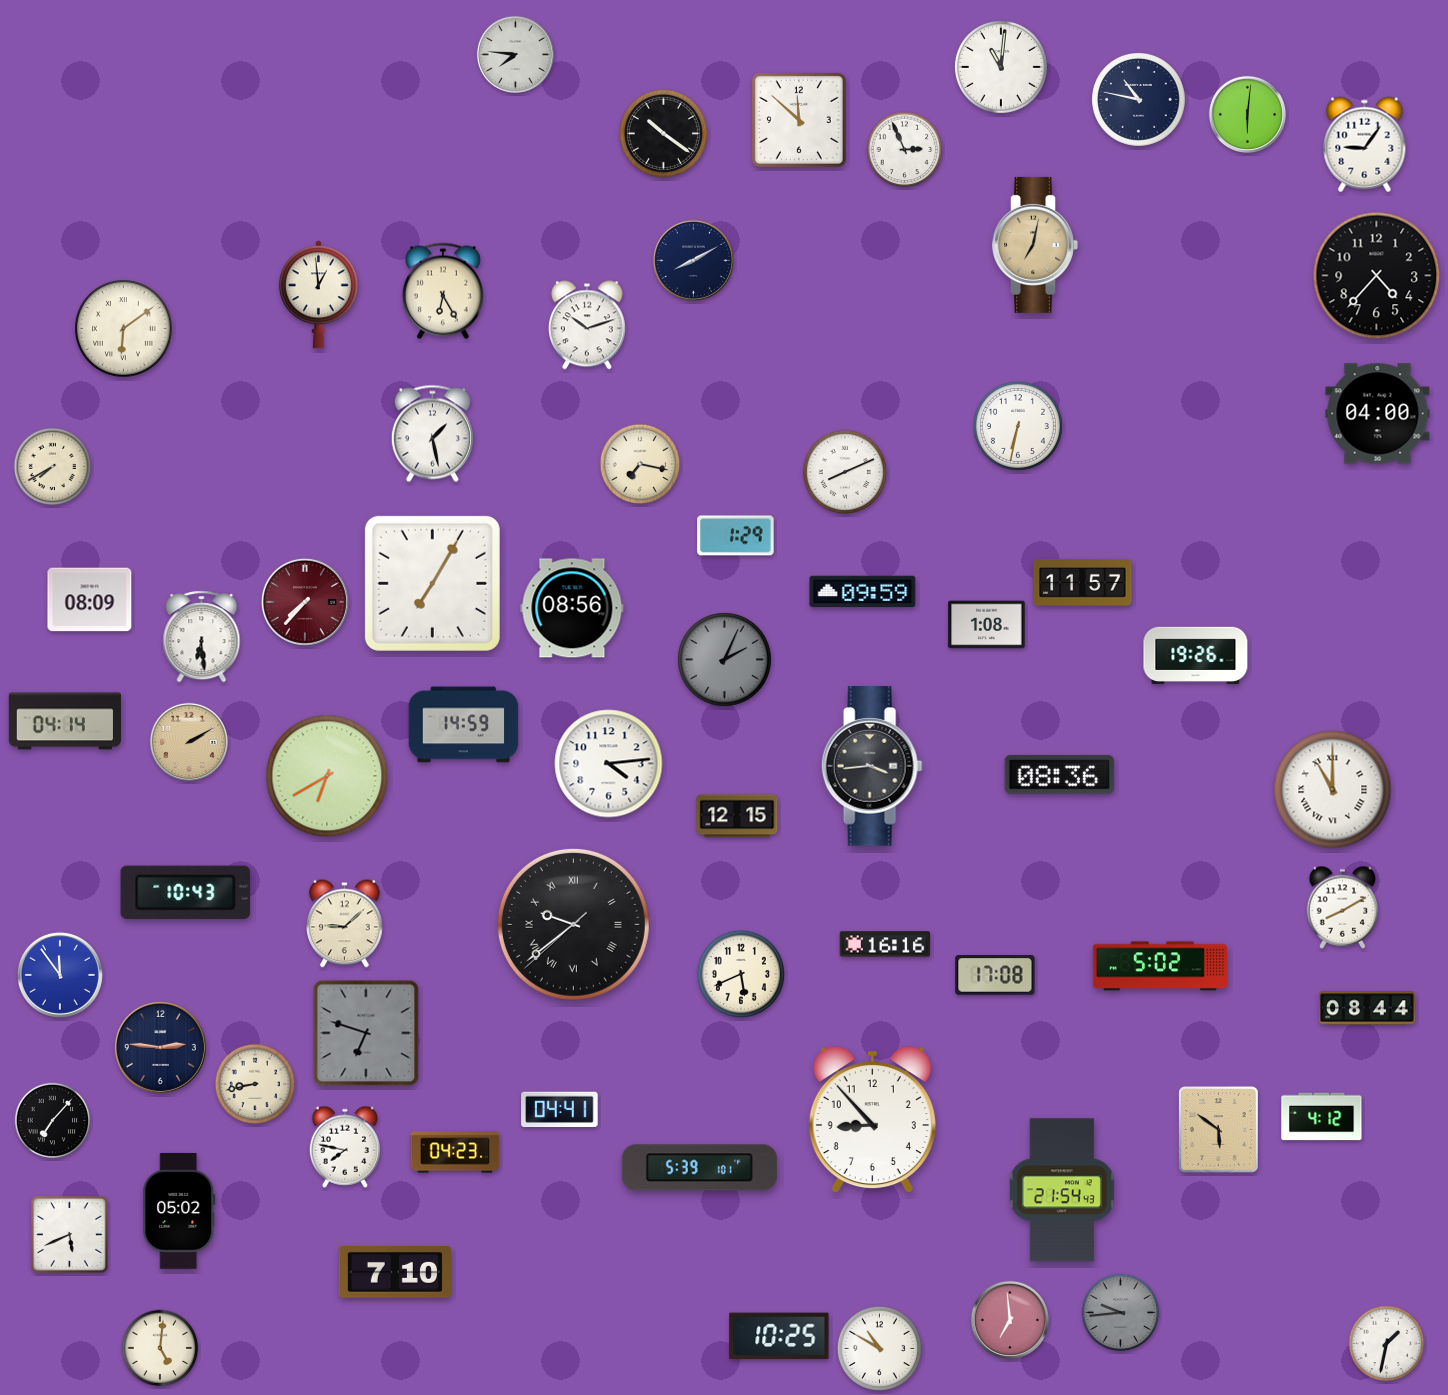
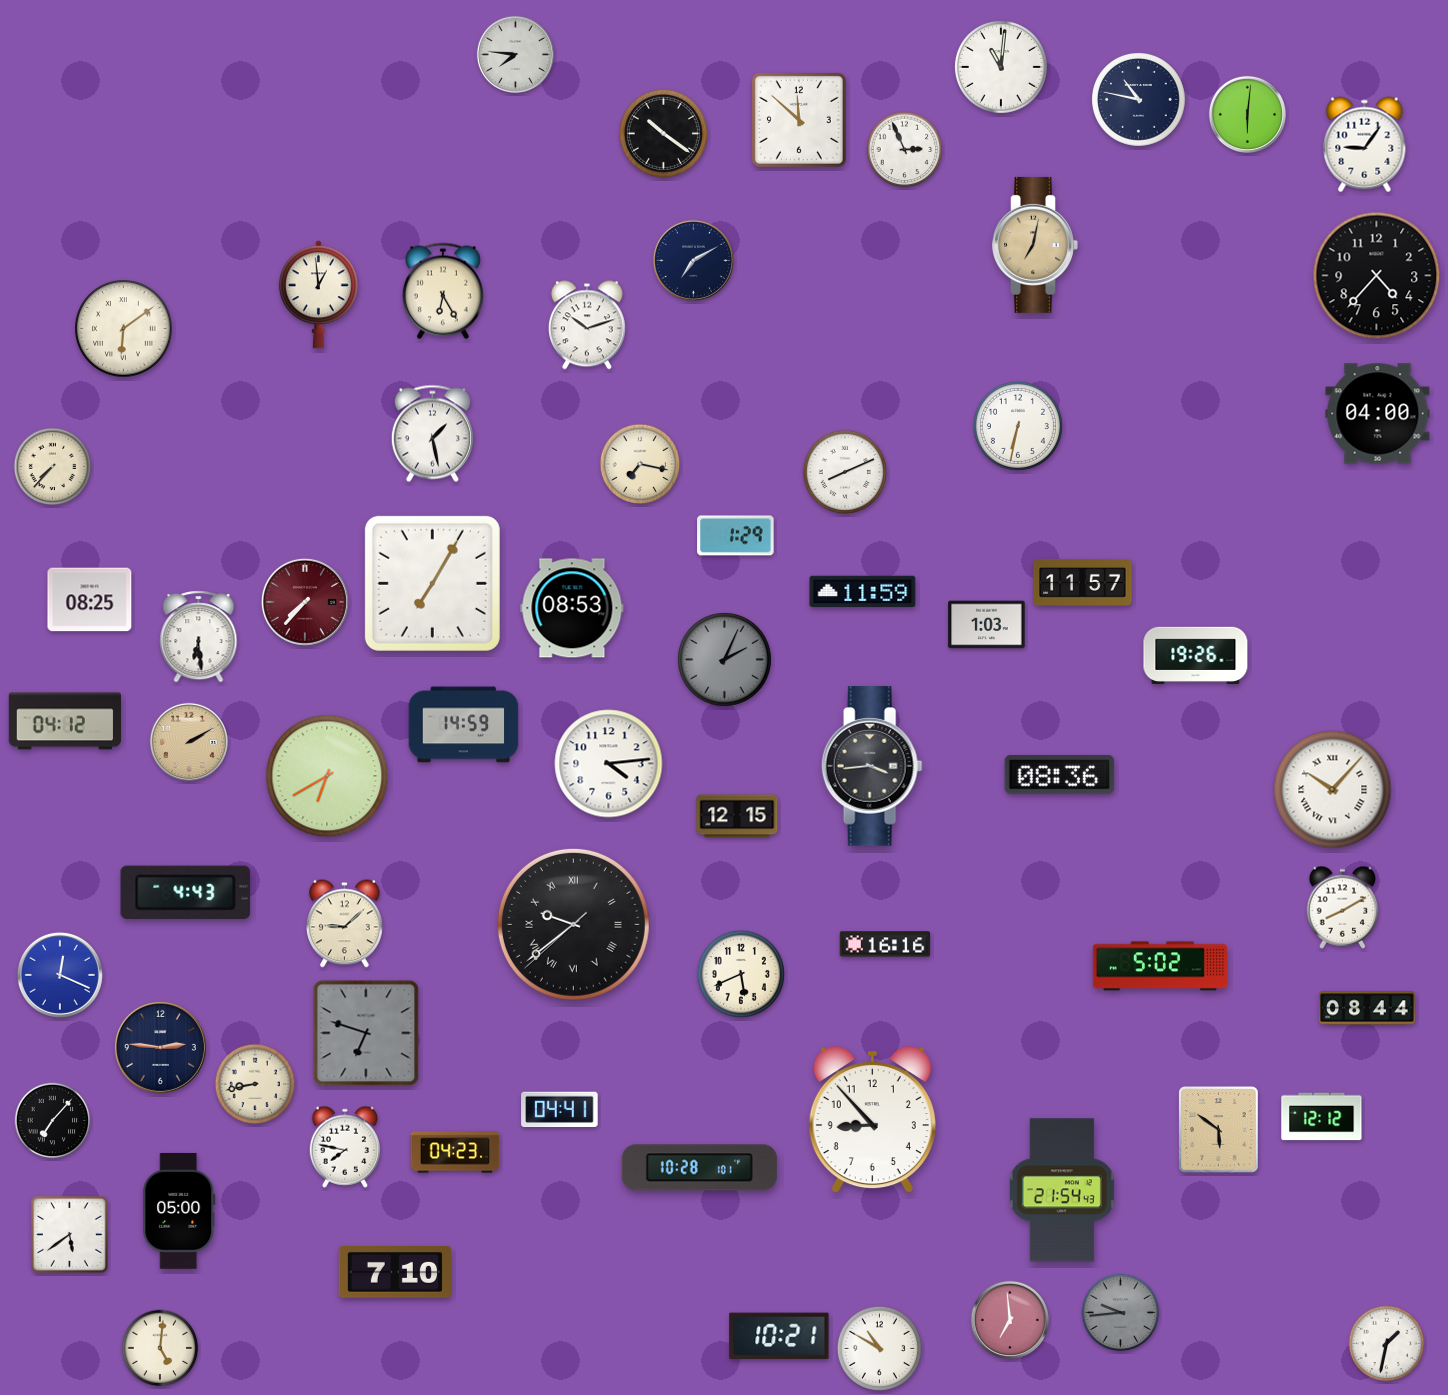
clock at (693, 260): 8:10 -> 7:10
clock at (53, 467): 7:40 -> 7:37
clock at (863, 592): 09:59 -> 11:59
clock at (90, 600): 08:09 -> 08:25
clock at (572, 608): 08:56 -> 08:53
clock at (987, 625): 1:08 -> 1:03
clock at (202, 637) position: (202, 637) -> (199, 637)
clock at (65, 721): 04:14 -> 04:12
clock at (1333, 790): 11:00 -> 10:07
clock at (186, 892): 10:43 -> 4:43
clock at (60, 975): 11:54 -> 12:19
clock at (995, 975): 17:08 -> none
clock at (1322, 1117): 4:12 -> 12:12
clock at (699, 1168): 5:39 -> 10:28
clock at (179, 1211): 05:02 -> 05:00
clock at (70, 1235): 5:41 -> 5:39
clock at (779, 1336): 10:25 -> 10:21
